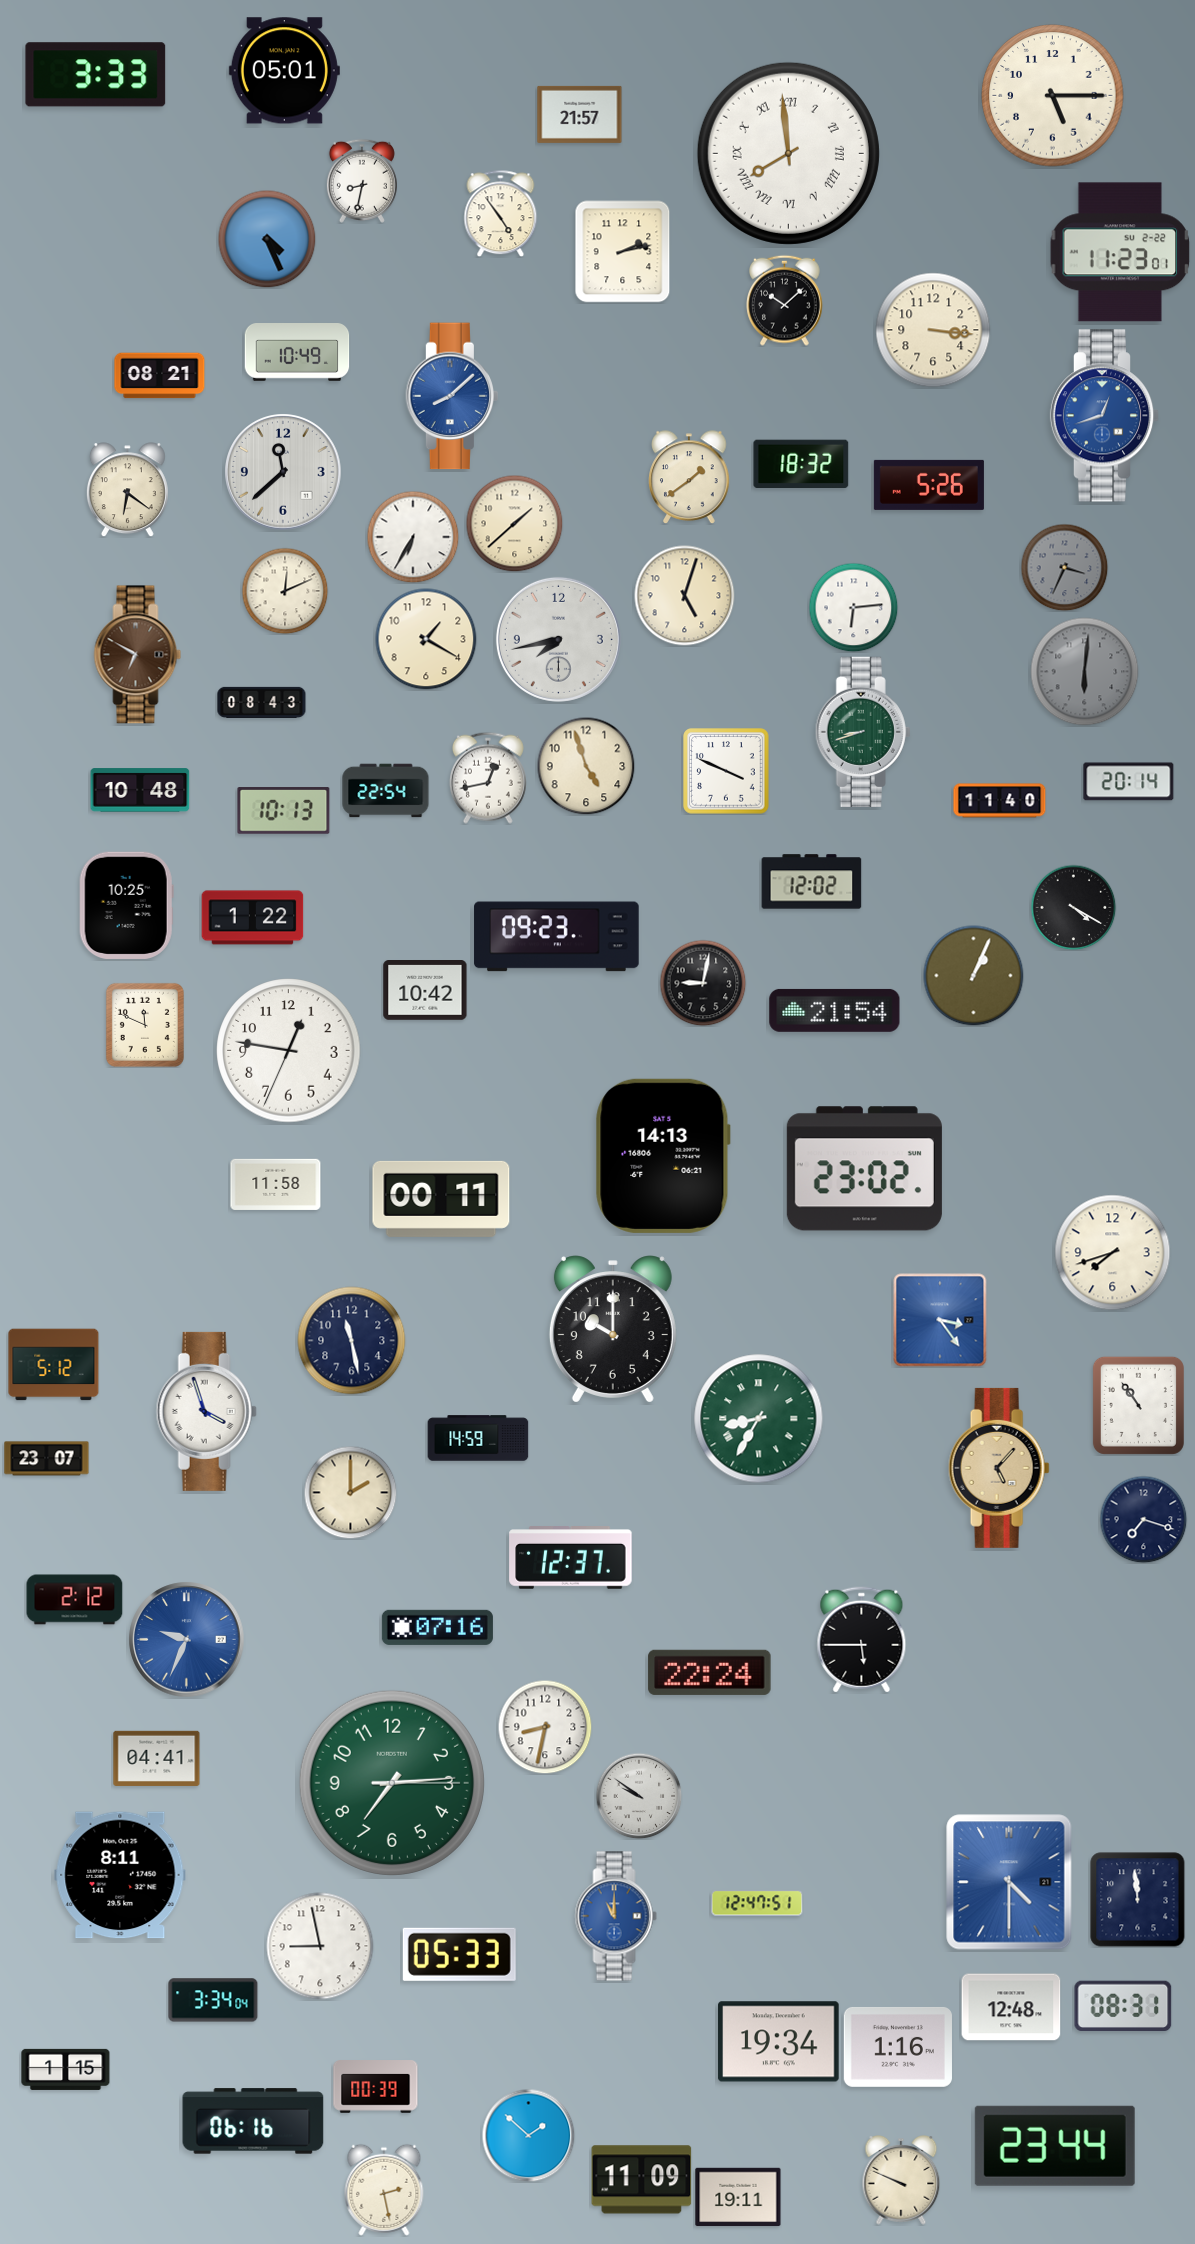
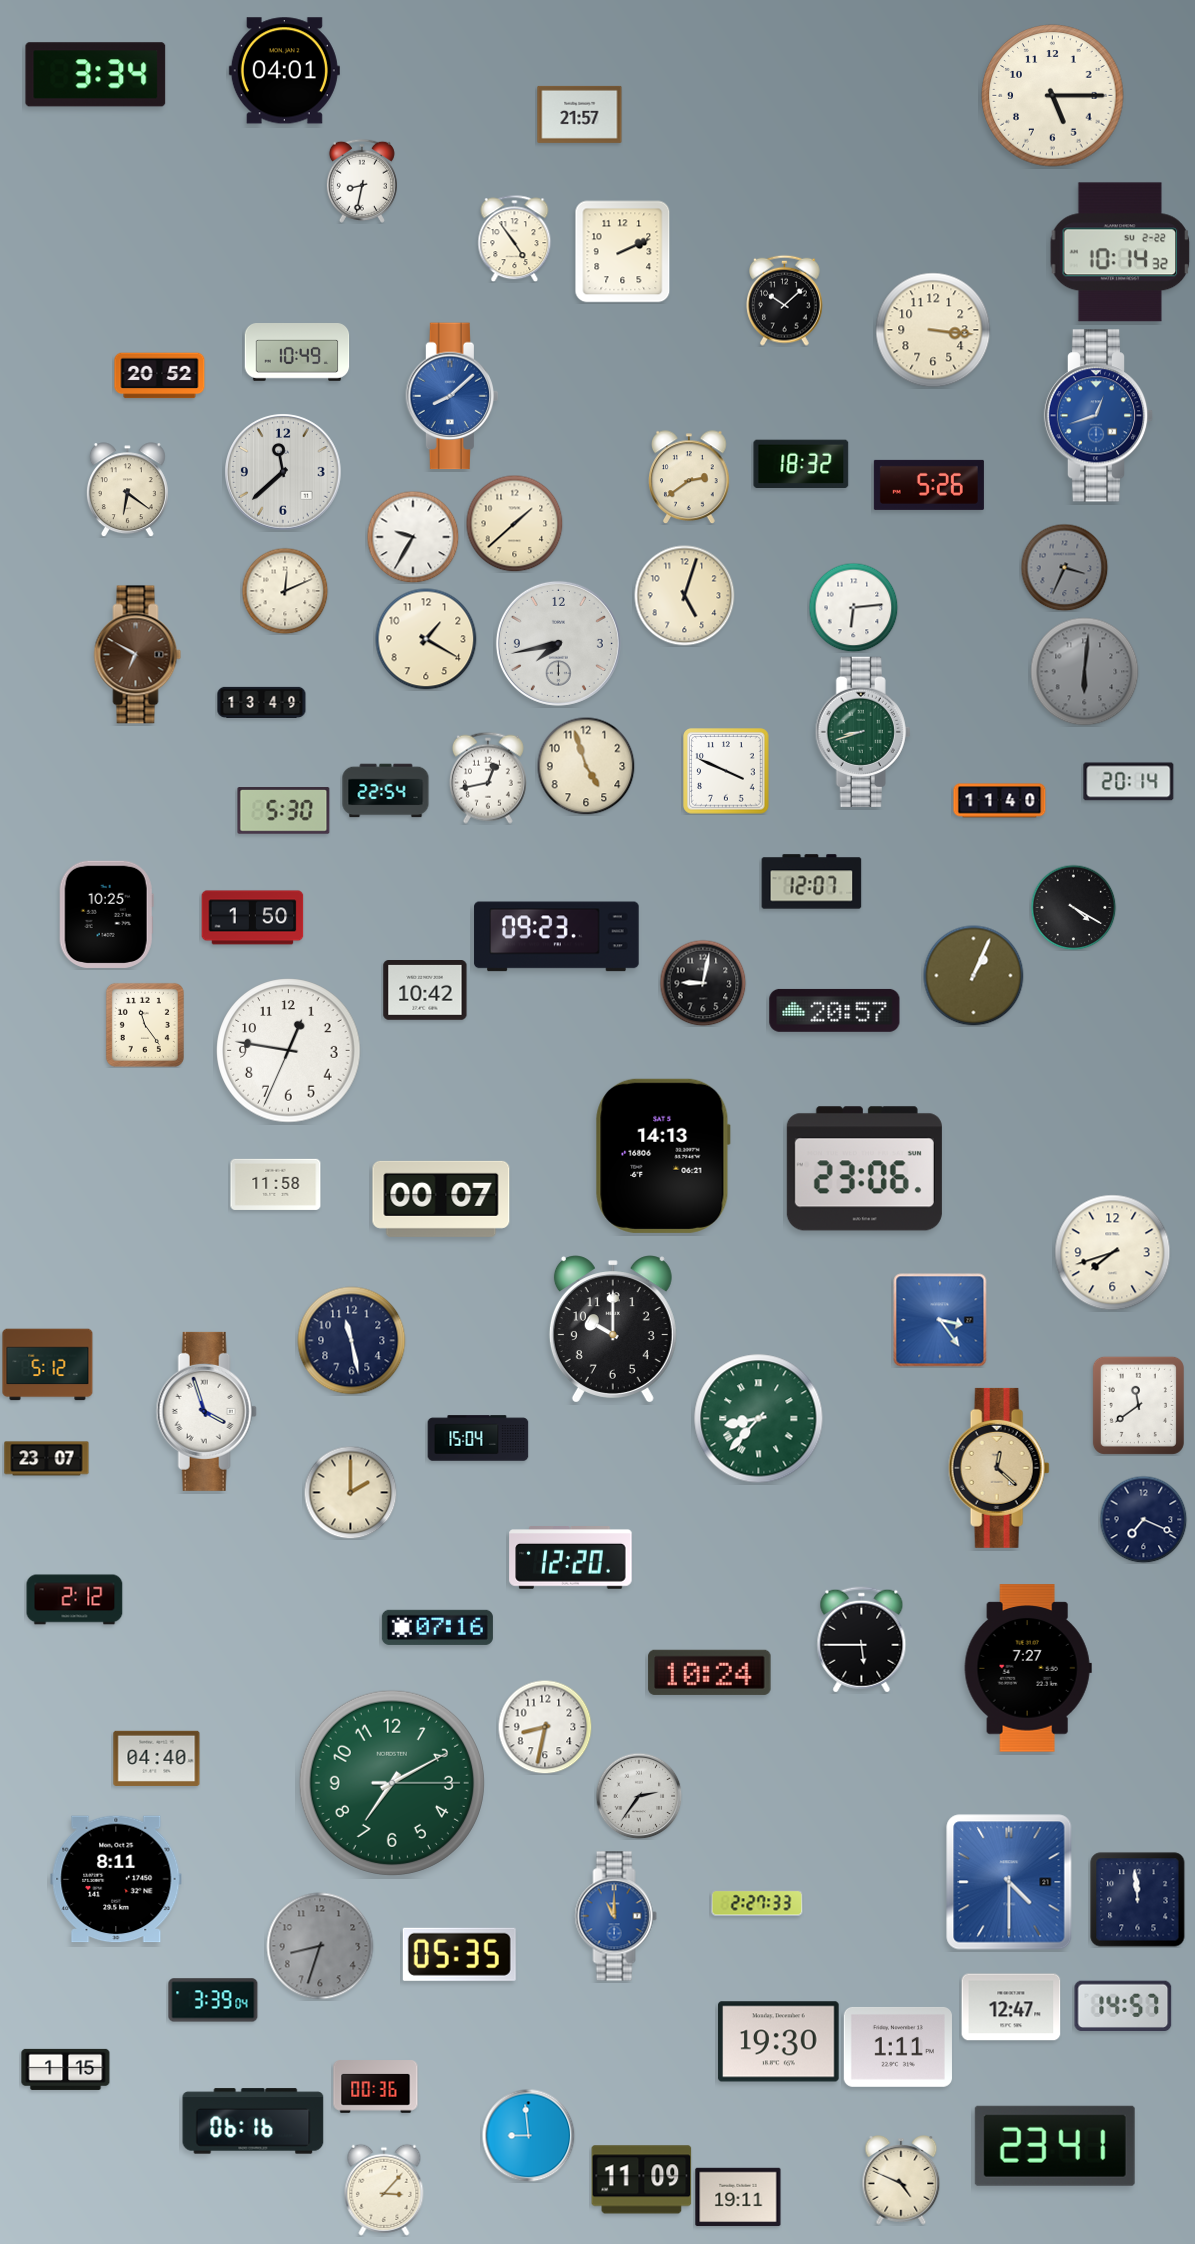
clock at (284, 71): 05:01 -> 04:01
clock at (96, 75): 3:33 -> 3:34
clock at (788, 153): 7:59 -> none
clock at (501, 213) position: (501, 213) -> (515, 238)
clock at (267, 239): 4:26 -> none
clock at (623, 252): 2:13 -> 2:11
clock at (1120, 252): 11:23 -> 10:14
clock at (160, 376): 08:21 -> 20:52
clock at (1105, 416) position: (1105, 416) -> (1099, 416)
clock at (689, 477): 1:39 -> 2:39
clock at (413, 537): 6:35 -> 9:35
clock at (558, 639) position: (558, 639) -> (558, 643)
clock at (262, 702): 08:43 -> 13:49
clock at (140, 790): 10:48 -> none
clock at (284, 811): 10:13 -> 5:30
clock at (812, 882): 12:02 -> 12:07
clock at (126, 905) position: (126, 905) -> (106, 914)
clock at (253, 918): 1:22 -> 1:50
clock at (835, 1010): 21:54 -> 20:57
clock at (145, 1025): 11:49 -> 11:24
clock at (864, 1169): 23:02 -> 23:06
clock at (441, 1199): 00:11 -> 00:07
clock at (54, 1365) position: (54, 1365) -> (48, 1365)
clock at (1138, 1405): 10:54 -> 11:39
clock at (759, 1419): 8:35 -> 8:37
clock at (478, 1438): 14:59 -> 15:04
clock at (999, 1468): 5:07 -> 12:22
clock at (1143, 1519): 7:18 -> 7:19
clock at (571, 1558): 12:37 -> 12:20
clock at (187, 1640): 9:34 -> none
clock at (1028, 1668): none -> 7:27
clock at (710, 1672): 22:24 -> 10:24
clock at (157, 1758): 04:41 -> 04:40
clock at (392, 1783): 7:14 -> 7:10
clock at (639, 1796): 9:51 -> 2:36
clock at (120, 1875) position: (120, 1875) -> (116, 1879)
clock at (757, 1903): 12:47 -> 2:27
clock at (320, 1946): 8:58 -> 8:33
clock at (320, 1946) dial: white -> grey
clock at (459, 1954): 05:33 -> 05:35
clock at (213, 2000): 3:34 -> 3:39
clock at (1123, 2005): 08:31 -> 14:57
clock at (1011, 2007): 12:48 -> 12:47
clock at (779, 2042): 19:34 -> 19:30
clock at (898, 2047): 1:16 -> 1:11
clock at (376, 2087): 00:39 -> 00:36
clock at (528, 2135): 1:52 -> 8:59
clock at (1055, 2146): 23:44 -> 23:41
clock at (901, 2181): 9:49 -> 4:49
clock at (384, 2190): 2:28 -> 3:07
